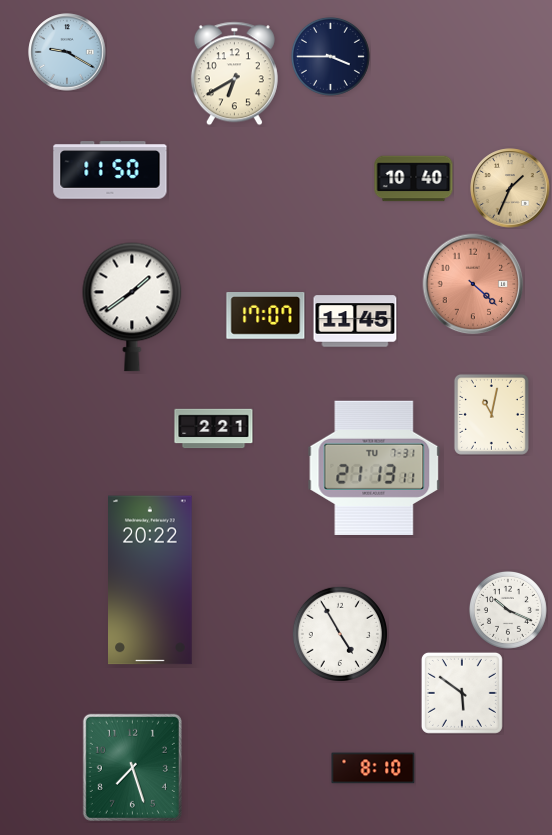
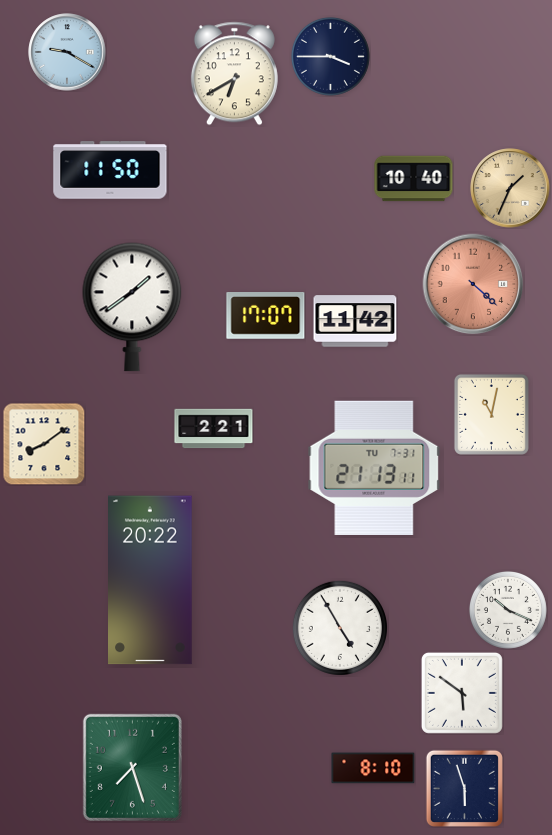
clock at (355, 321): 11:45 -> 11:42
clock at (44, 444): none -> 8:09
clock at (340, 634) position: (340, 634) -> (340, 628)
clock at (464, 788): none -> 5:57
